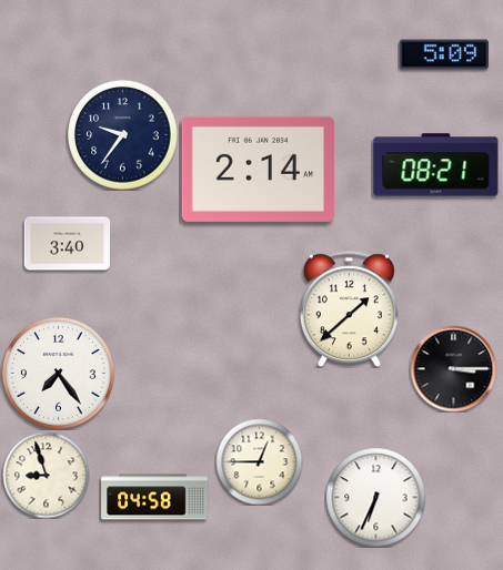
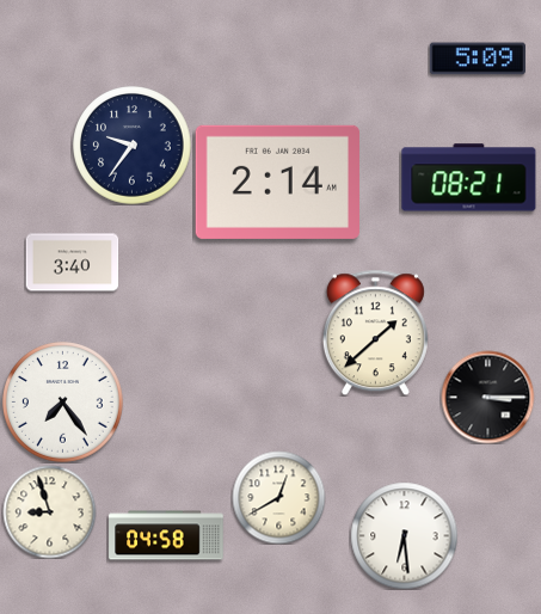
clock at (259, 461): 12:45 -> 12:40
clock at (375, 497): 6:34 -> 6:29
